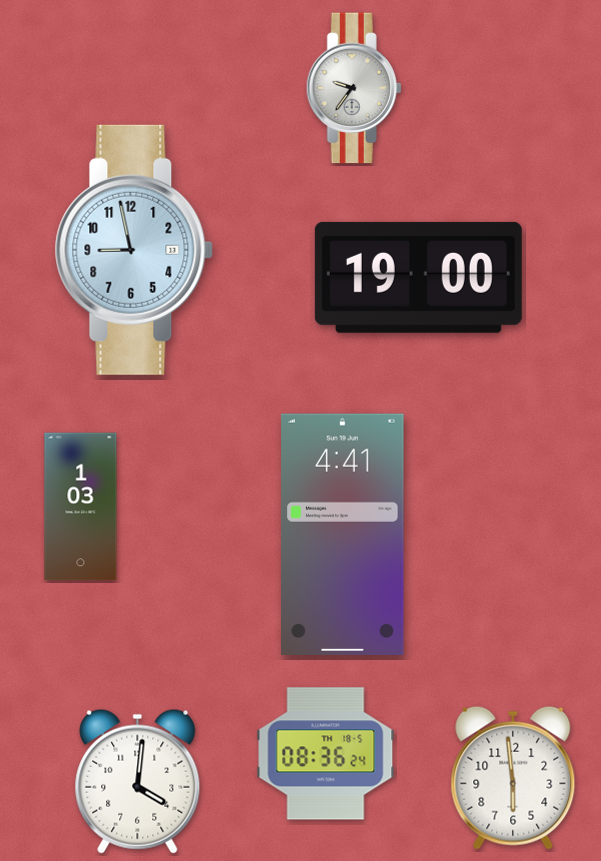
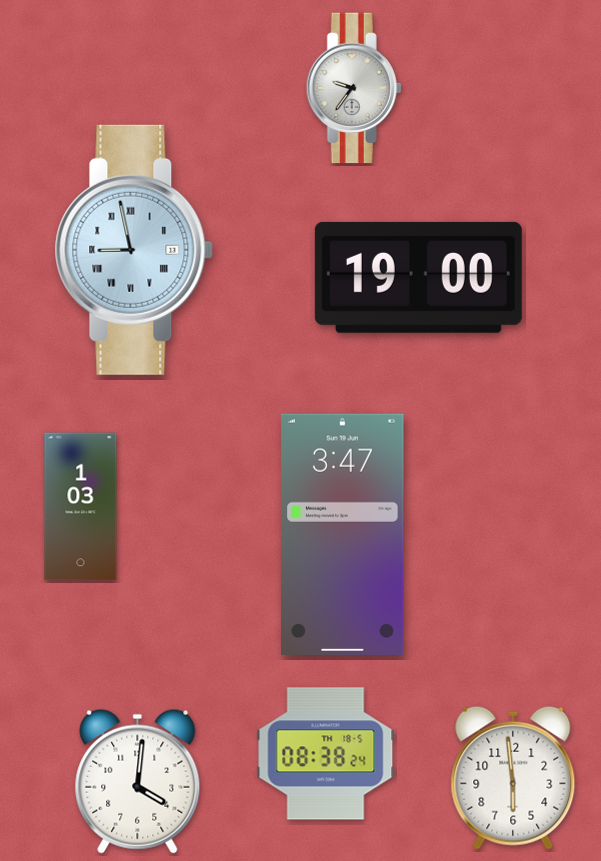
clock at (134, 250) numerals: Arabic -> Roman
clock at (343, 534): 4:41 -> 3:47
clock at (326, 754): 08:36 -> 08:38
